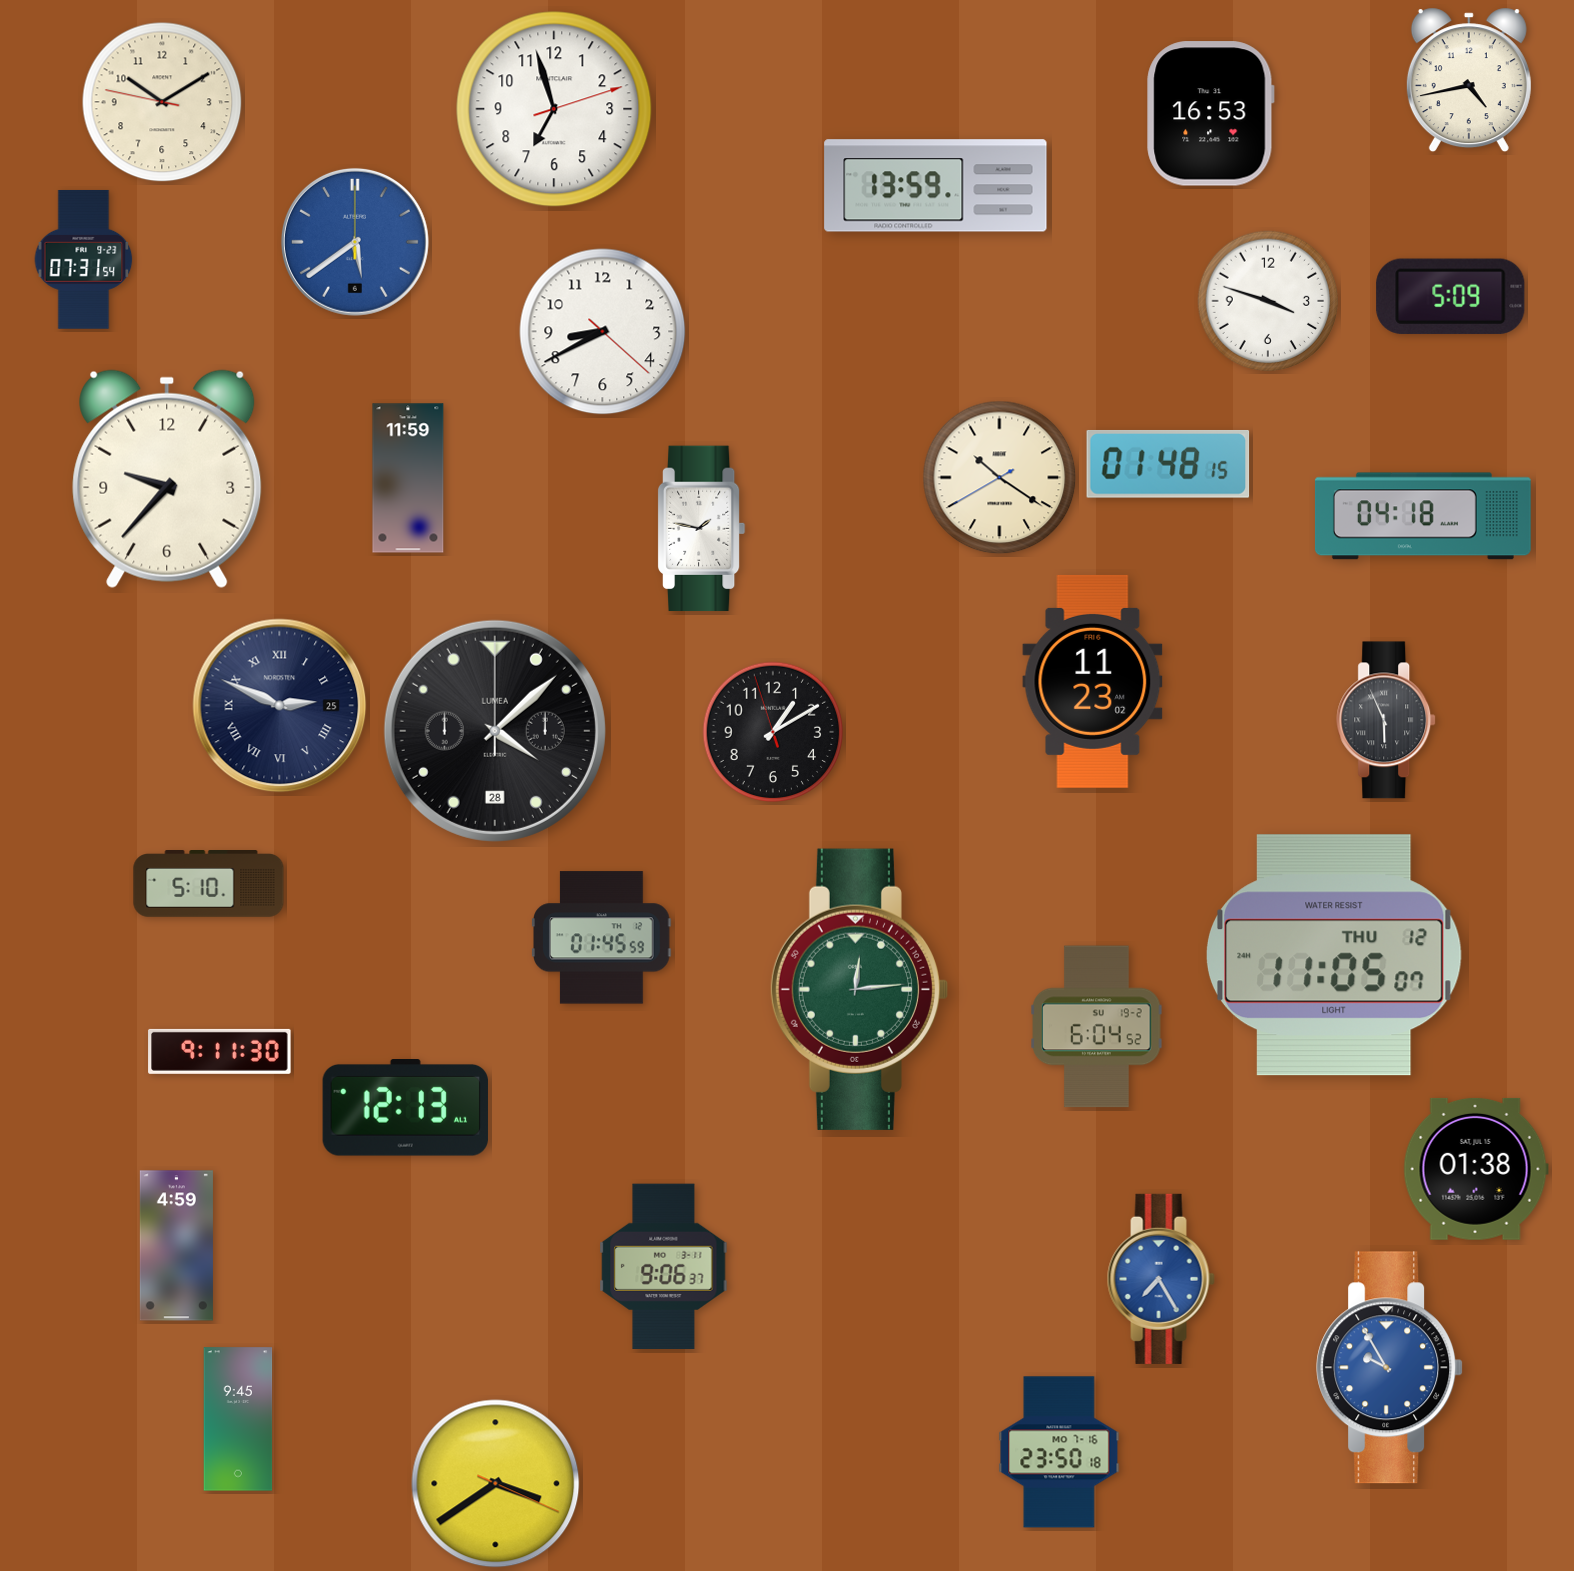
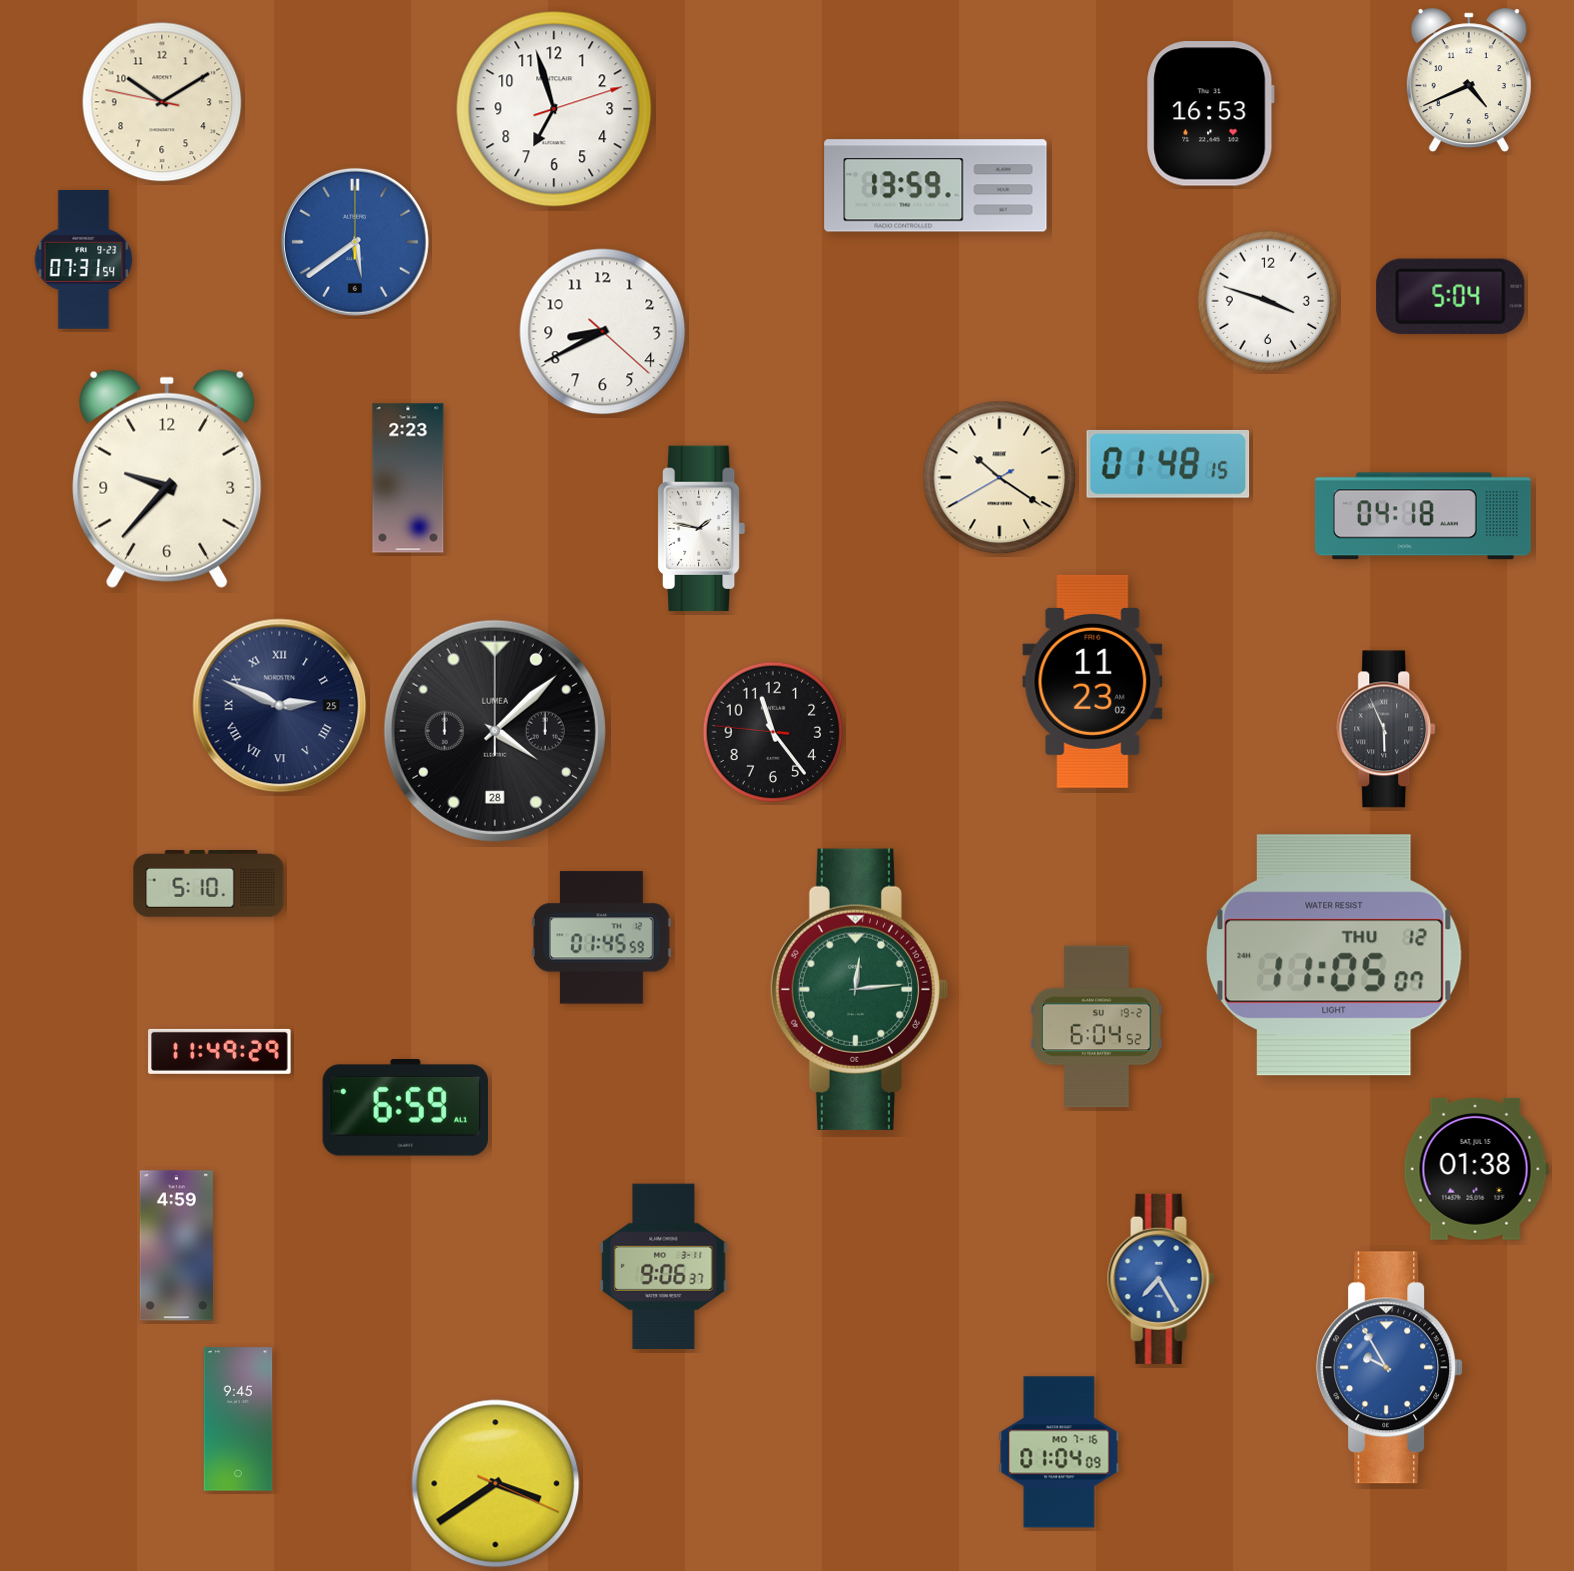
clock at (1469, 80): 4:43 -> 4:41
clock at (1451, 296): 5:09 -> 5:04
clock at (408, 478): 11:59 -> 2:23
clock at (1387, 720) position: (1387, 720) -> (1387, 729)
clock at (773, 732): 1:09 -> 11:23
clock at (220, 1051): 9:11 -> 11:49
clock at (405, 1108): 12:13 -> 6:59
clock at (1059, 1452): 23:50 -> 01:04
